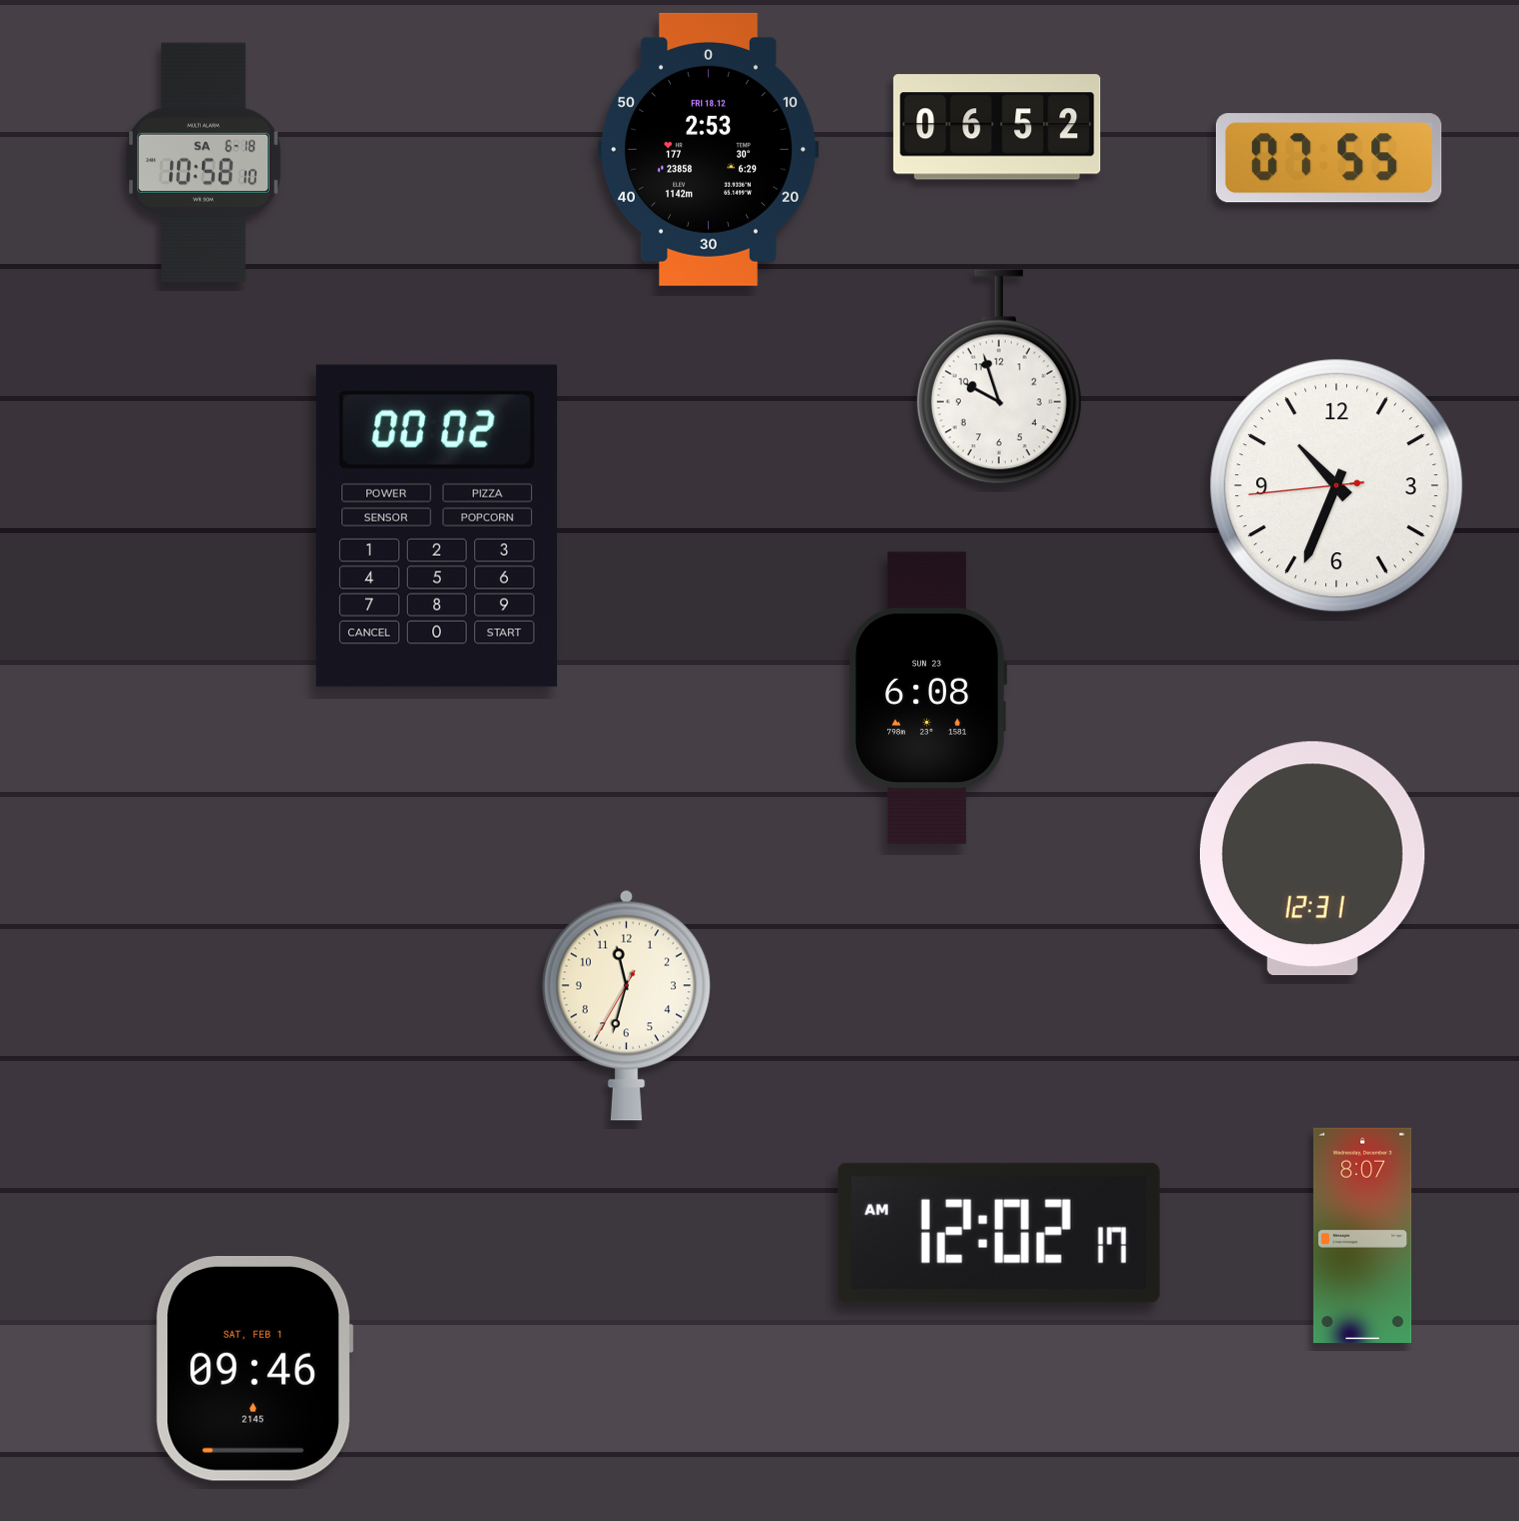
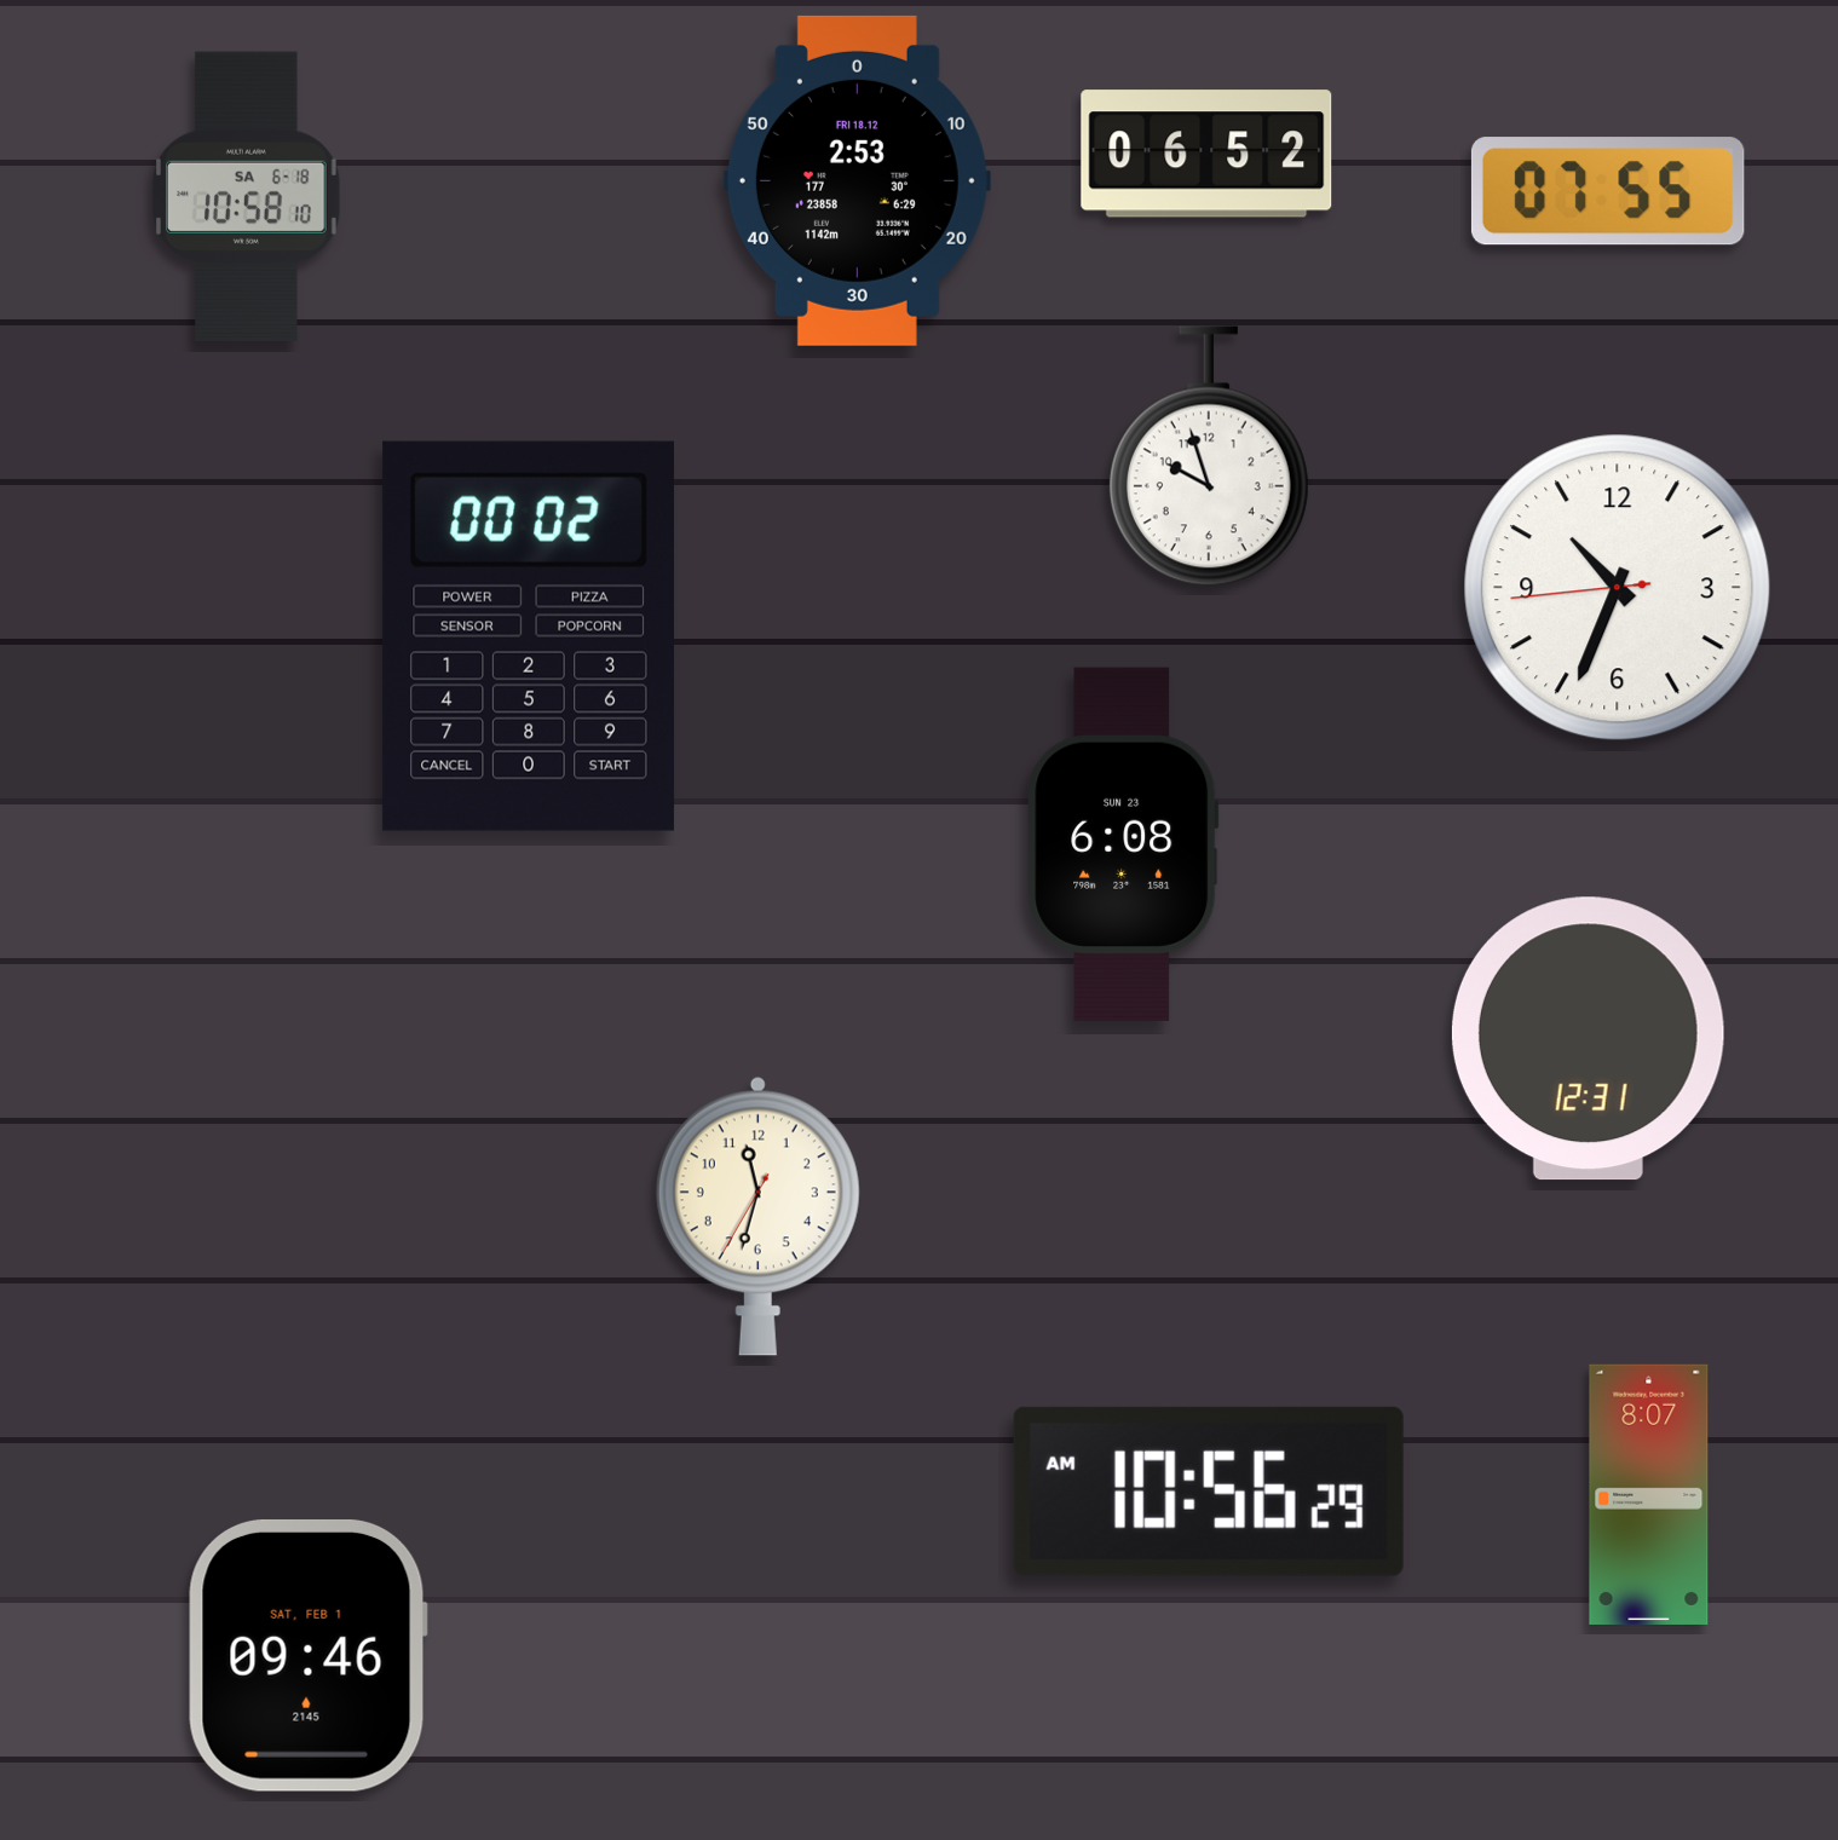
clock at (999, 1233): 12:02 -> 10:56
